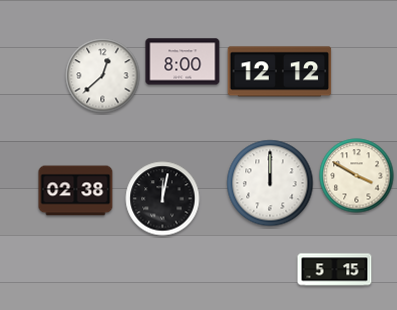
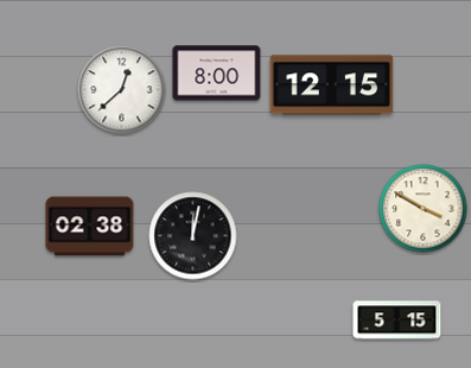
clock at (280, 72): 12:12 -> 12:15
clock at (270, 183): 12:00 -> none
